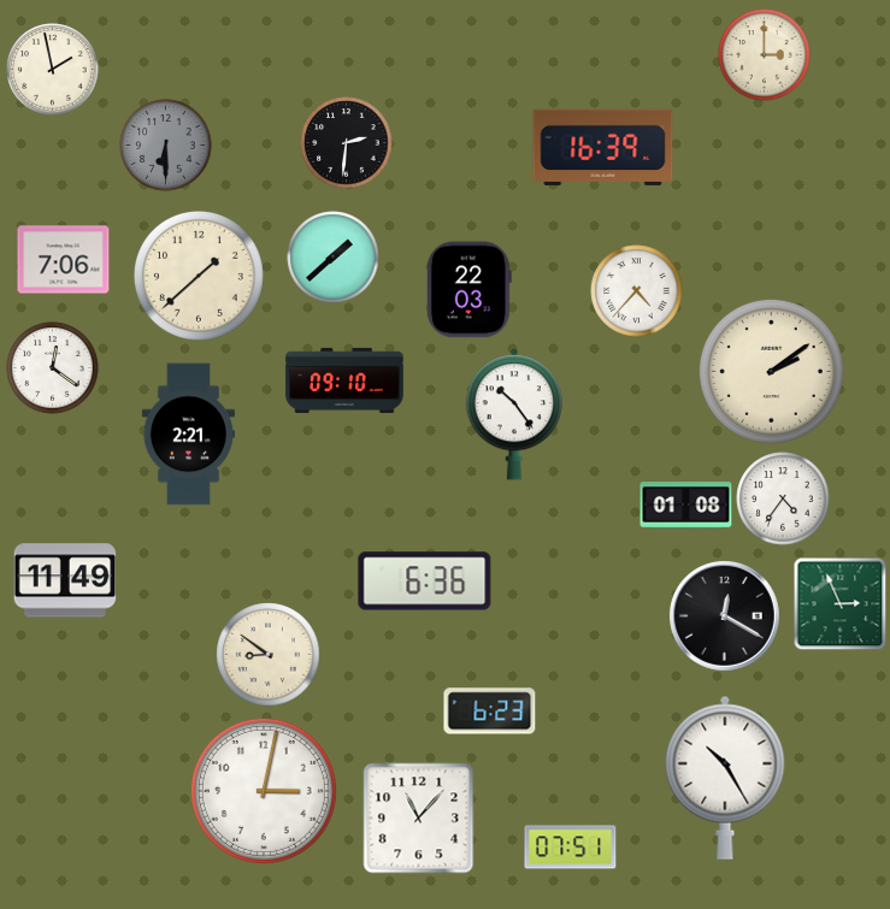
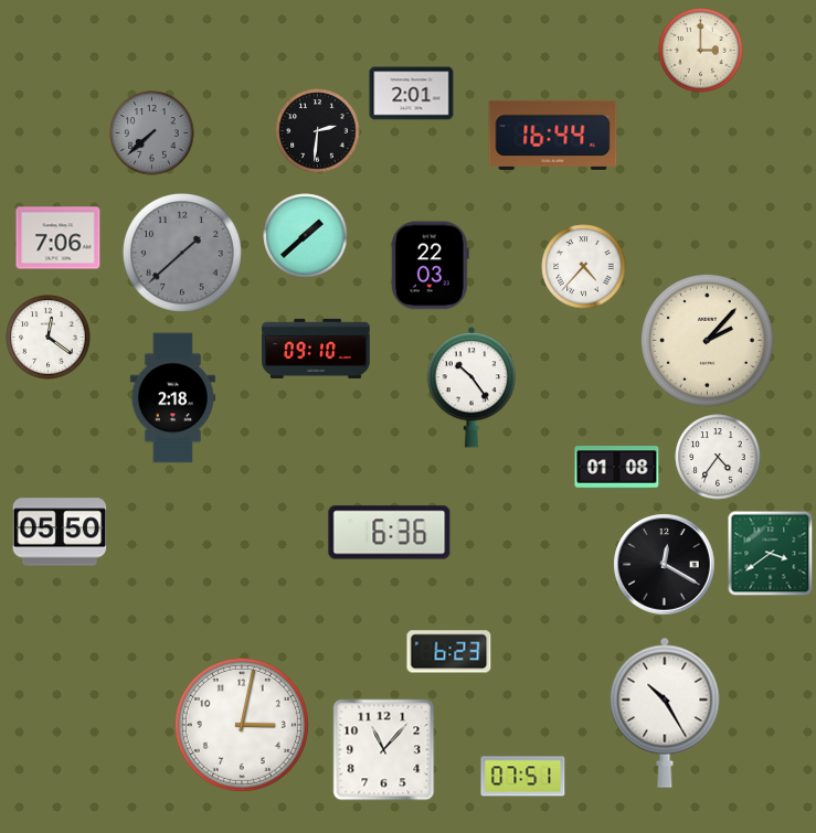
clock at (53, 70): 1:58 -> none
clock at (412, 94): none -> 2:01
clock at (166, 146): 6:30 -> 7:38
clock at (603, 147): 16:39 -> 16:44
clock at (199, 276) dial: cream -> grey
clock at (771, 371): 2:09 -> 2:07
clock at (513, 414) position: (513, 414) -> (470, 387)
clock at (188, 435): 2:21 -> 2:18
clock at (686, 506) position: (686, 506) -> (617, 468)
clock at (65, 580): 11:49 -> 05:50
clock at (839, 603): 2:56 -> 3:39
clock at (269, 655): 8:51 -> none
